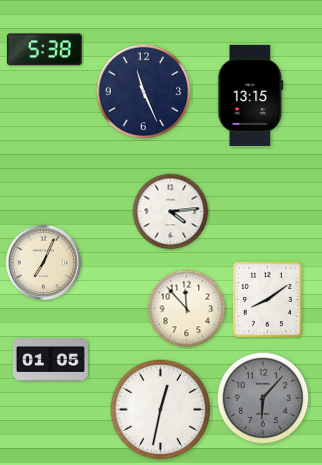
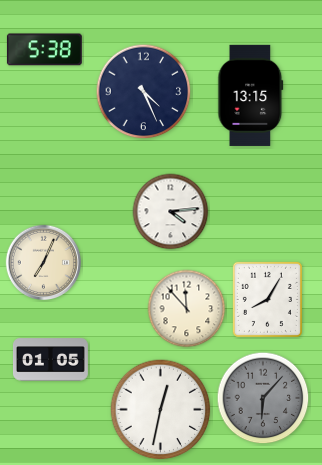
clock at (144, 92): 11:26 -> 4:26
clock at (267, 299): 8:09 -> 8:05
